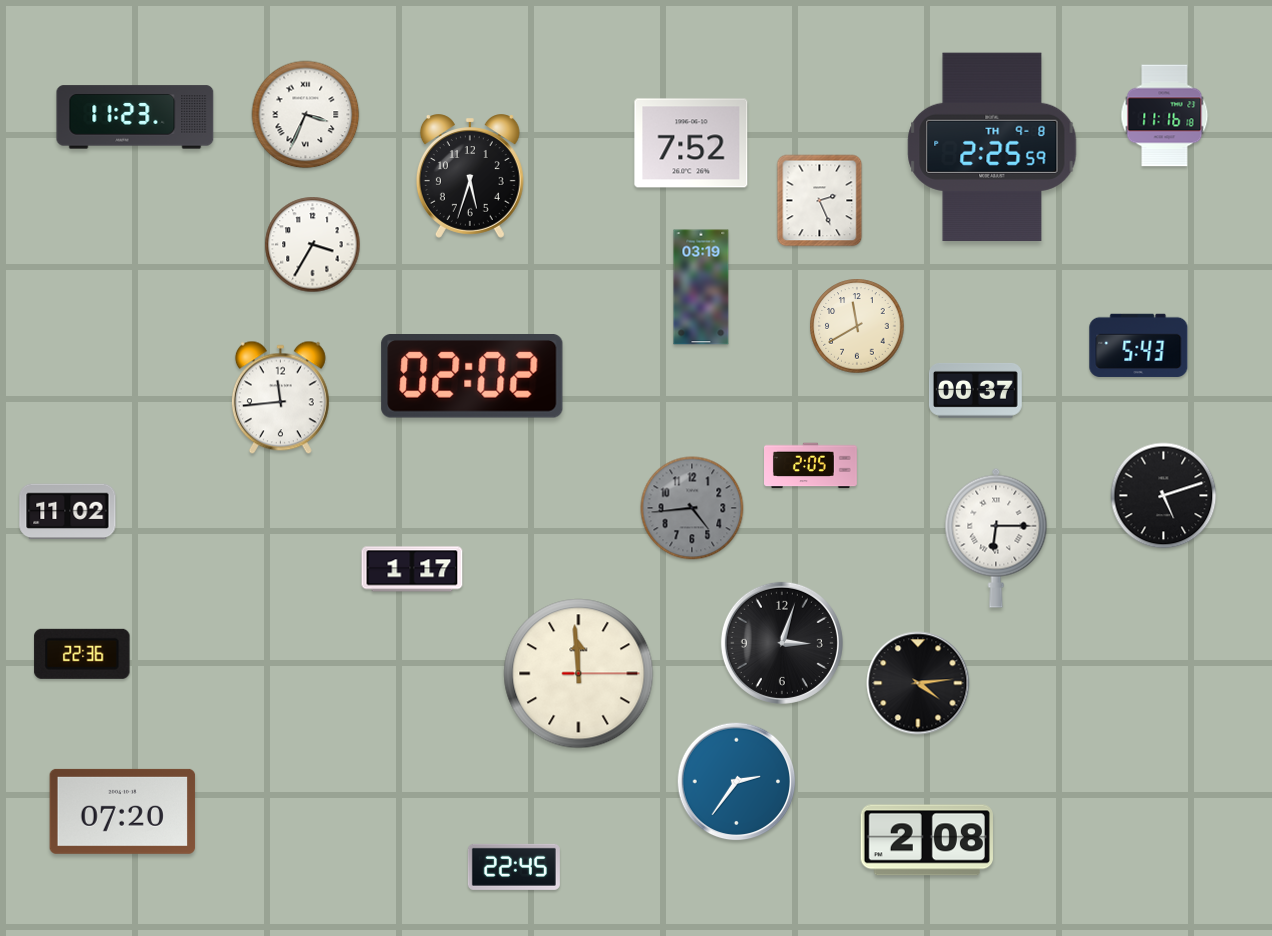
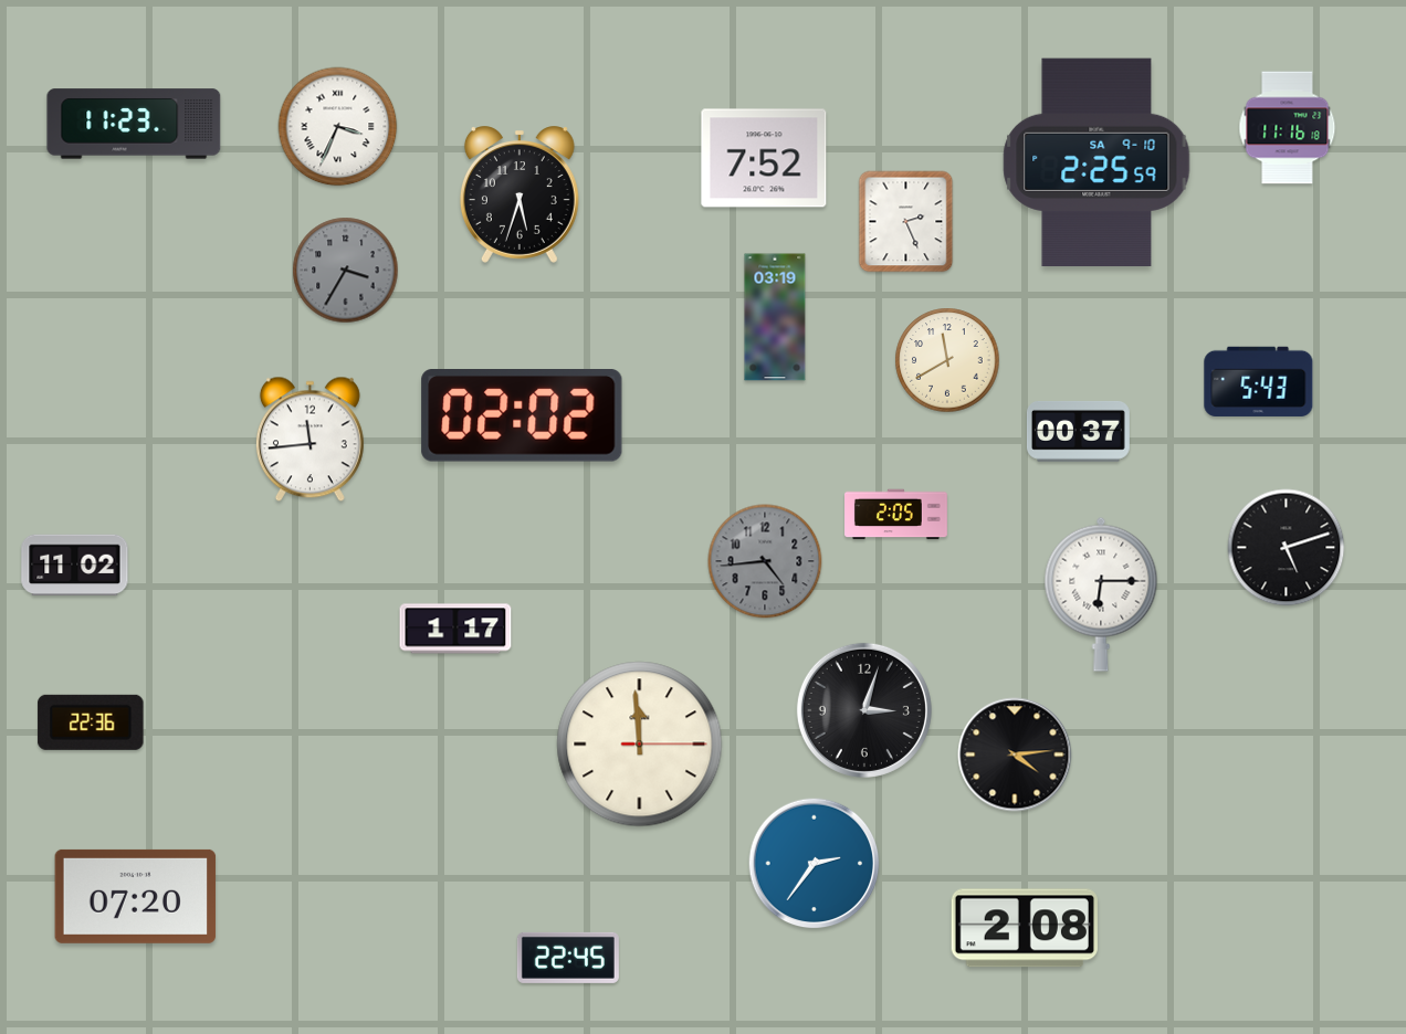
clock at (135, 117) position: (135, 117) -> (134, 124)
clock at (992, 146) date: TH 9-8 -> SA 9-10
clock at (313, 245) dial: white -> grey
